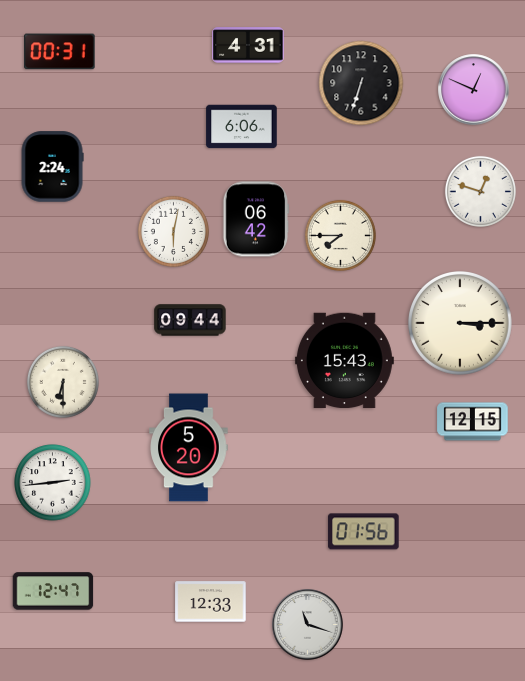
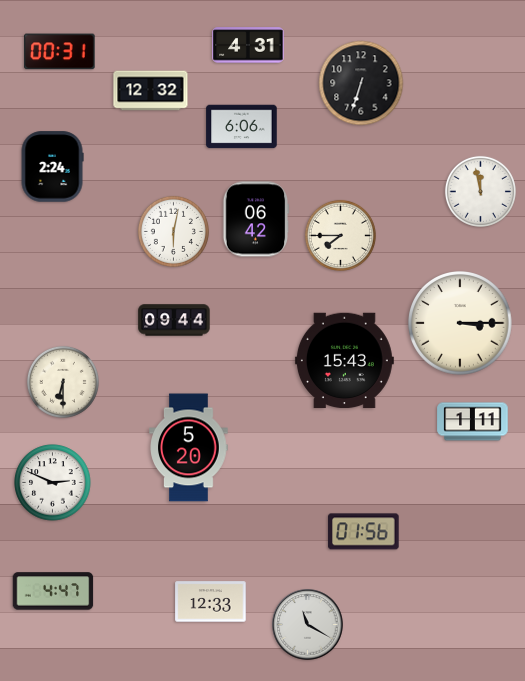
clock at (474, 90): 12:49 -> none
clock at (151, 91): none -> 12:32
clock at (480, 191): 12:48 -> 11:58
clock at (190, 320) position: (190, 320) -> (174, 320)
clock at (473, 422): 12:15 -> 1:11
clock at (53, 483): 2:44 -> 2:49
clock at (53, 591): 12:47 -> 4:47
clock at (308, 625): 11:18 -> 11:20
